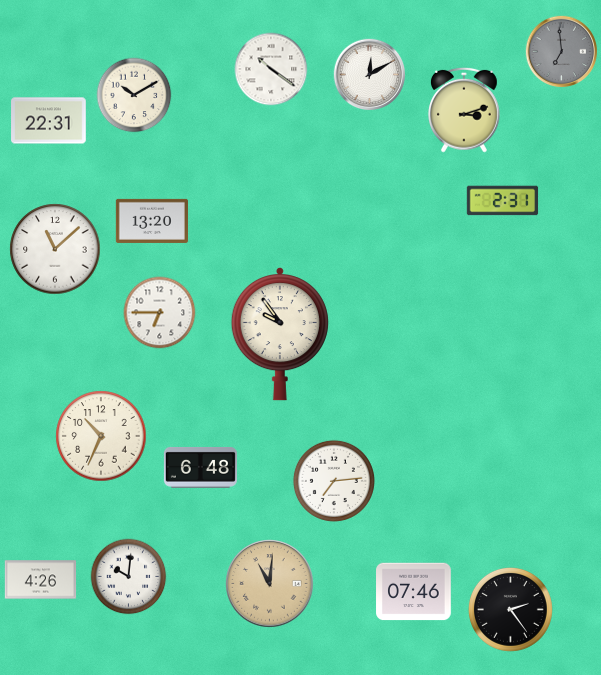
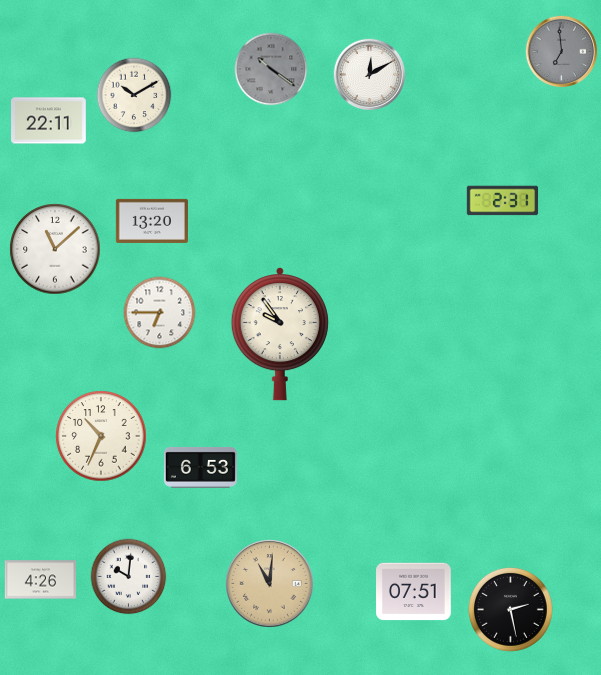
clock at (271, 69) dial: white -> grey
clock at (465, 110): 3:12 -> none
clock at (49, 121): 22:31 -> 22:11
clock at (200, 467): 6:48 -> 6:53
clock at (334, 481): 7:14 -> none
clock at (414, 592): 07:46 -> 07:51
clock at (510, 609): 2:24 -> 2:28
